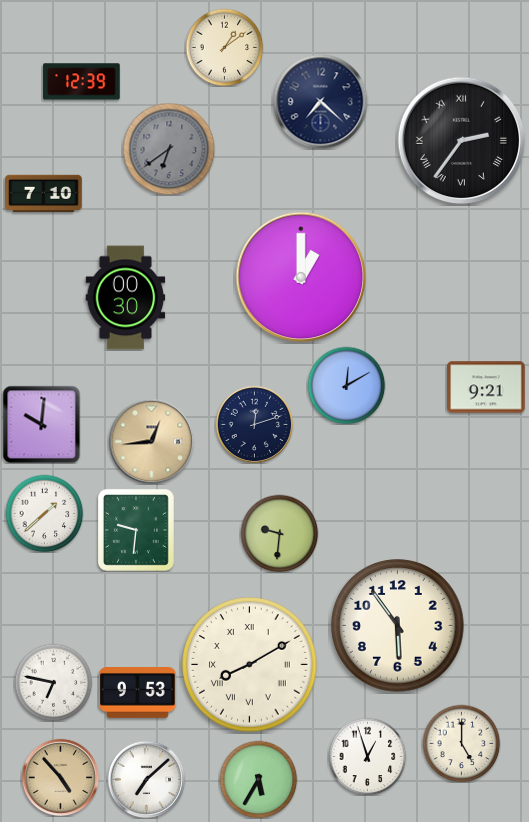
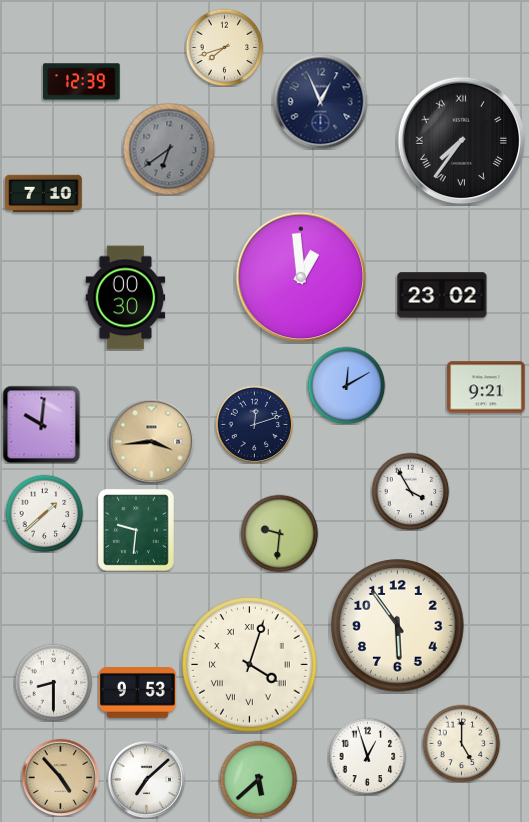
clock at (224, 47): 1:09 -> 7:42
clock at (320, 101): 7:22 -> 12:56
clock at (462, 141): 2:36 -> 7:36
clock at (301, 277): 1:00 -> 12:59
clock at (442, 295): none -> 23:02
clock at (151, 441): 12:44 -> 3:44
clock at (410, 491): none -> 3:55
clock at (250, 665): 8:10 -> 4:03
clock at (53, 682): 6:47 -> 8:30
clock at (258, 779): 5:35 -> 5:38
